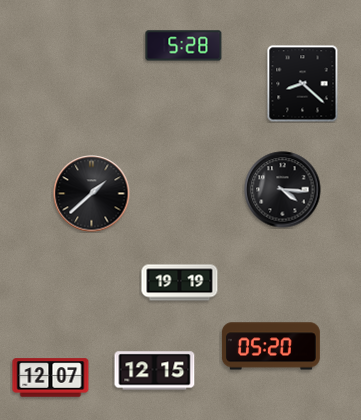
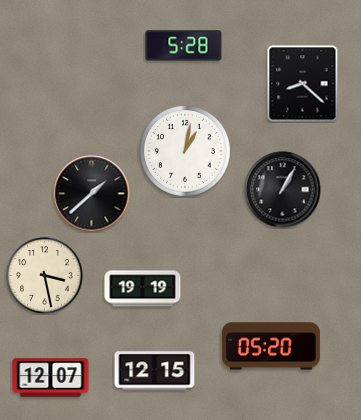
clock at (185, 151): none -> 1:02
clock at (283, 190): 4:16 -> 1:05
clock at (45, 276): none -> 3:28
clock at (180, 283) position: (180, 283) -> (143, 289)
